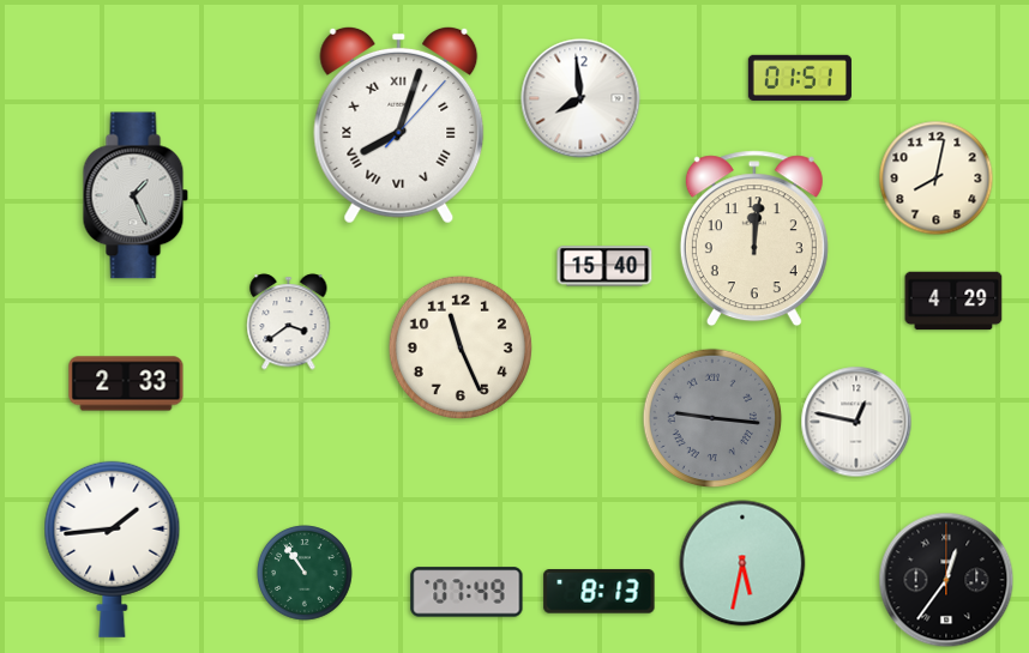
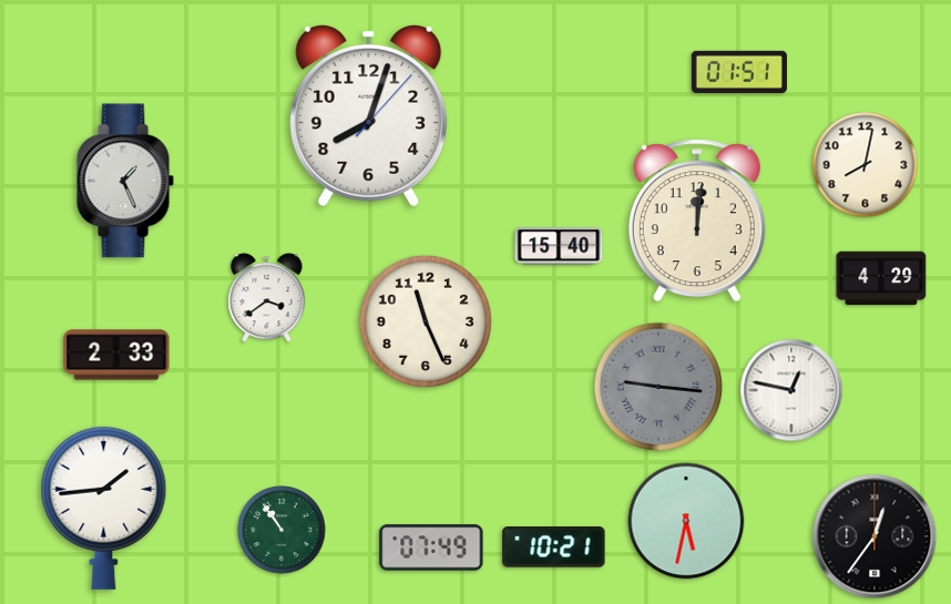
clock at (580, 98): 7:59 -> none
clock at (399, 125) numerals: Roman -> Arabic
clock at (600, 592): 8:13 -> 10:21
